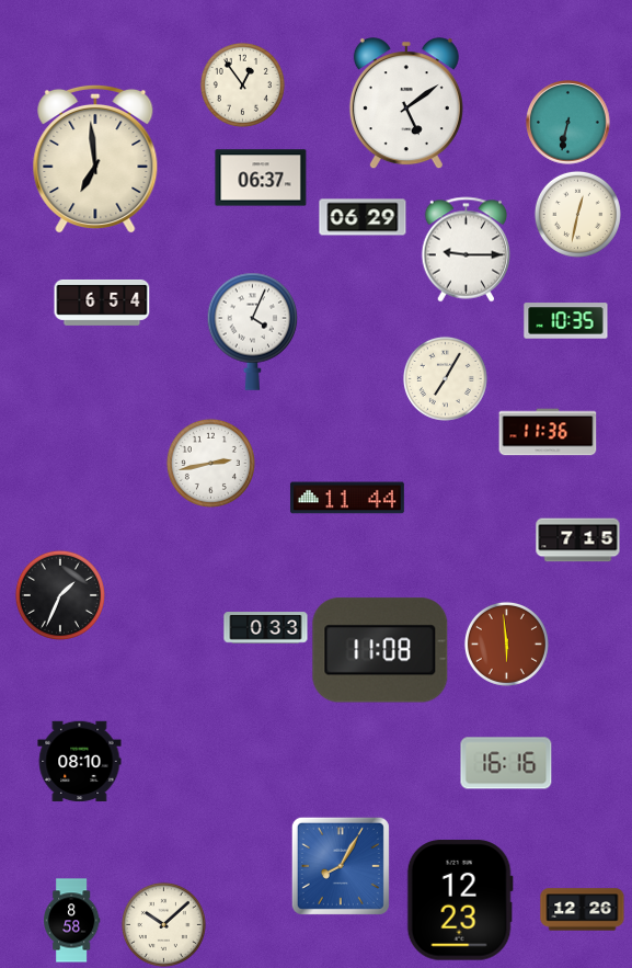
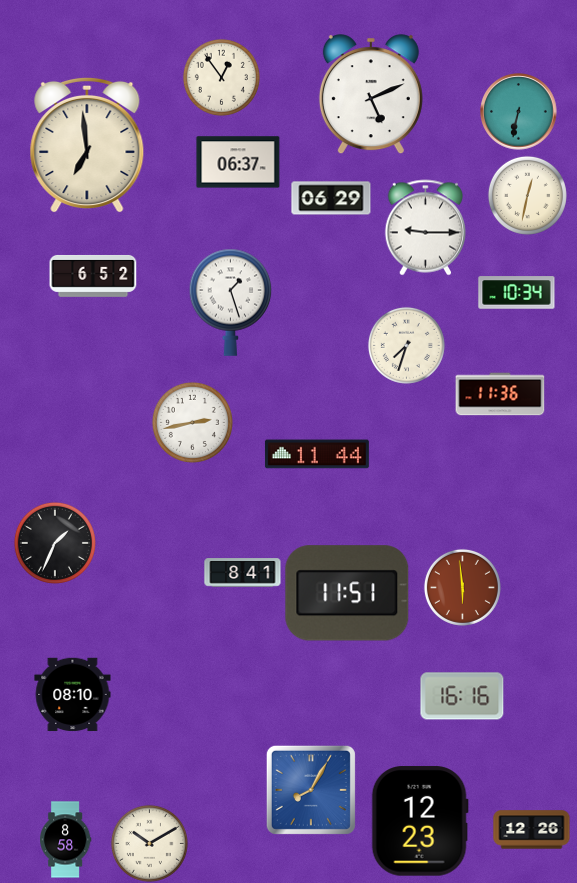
clock at (406, 104): 5:09 -> 5:11
clock at (102, 303): 6:54 -> 6:52
clock at (566, 321): 10:35 -> 10:34
clock at (253, 331): 4:04 -> 1:27
clock at (445, 378): 7:05 -> 7:33
clock at (578, 540): 7:15 -> none
clock at (266, 628): 0:33 -> 8:41
clock at (380, 650): 11:08 -> 11:51
clock at (163, 924): 10:08 -> 10:10
